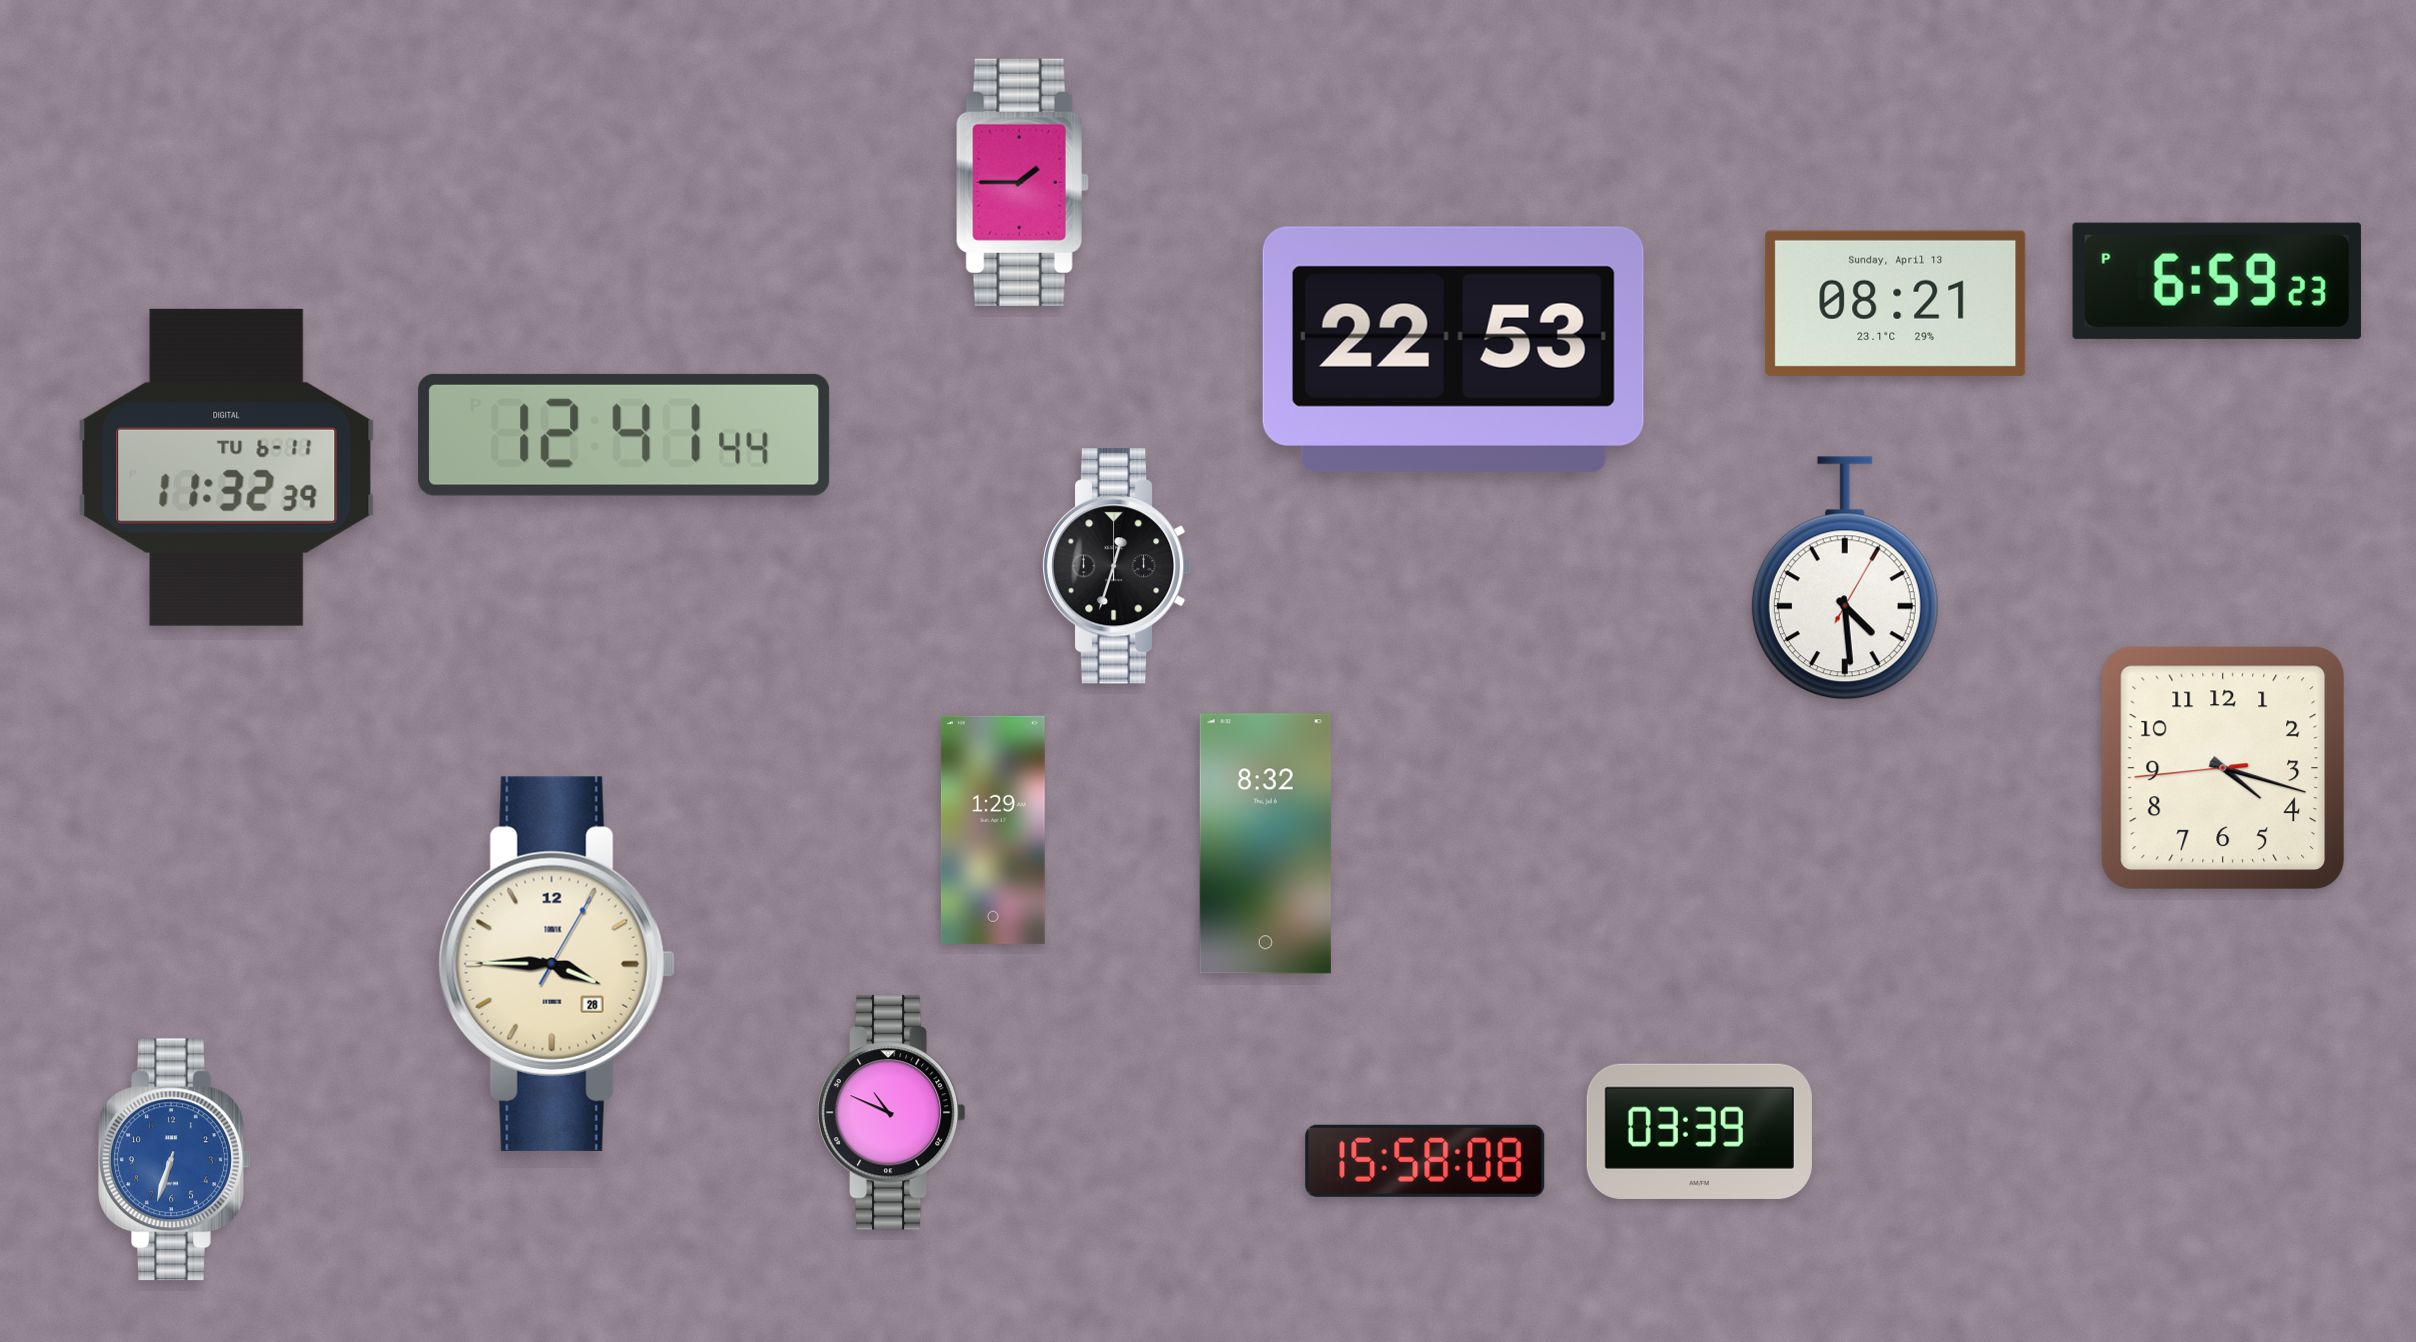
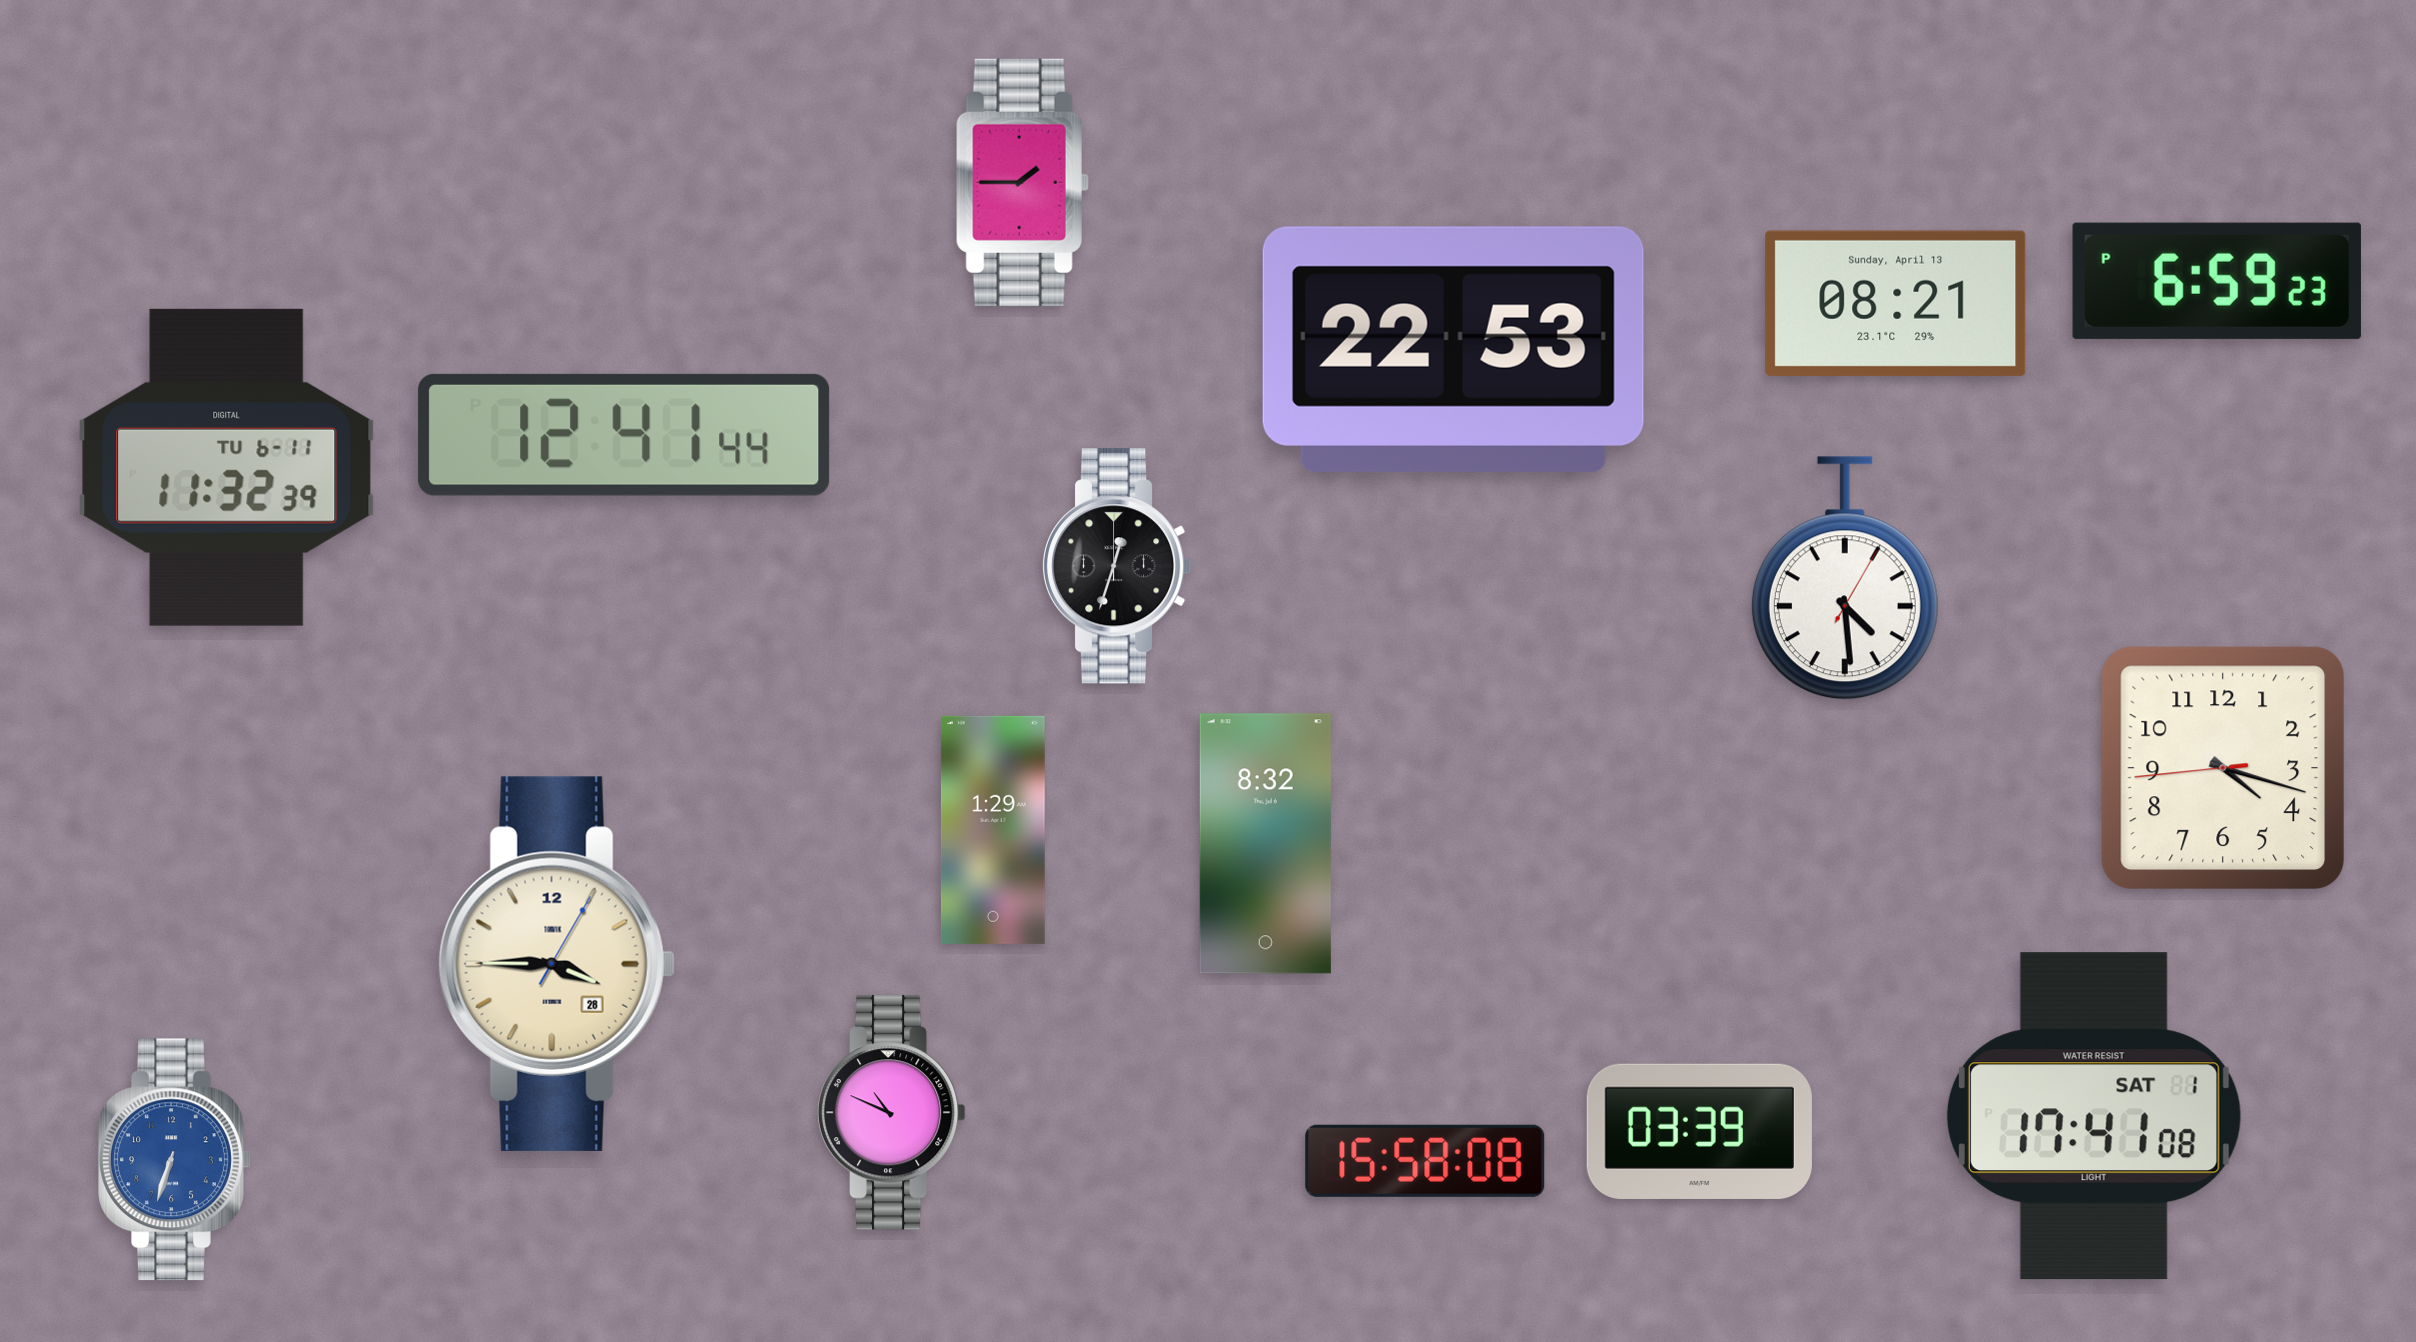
clock at (2094, 1116): none -> 17:41
